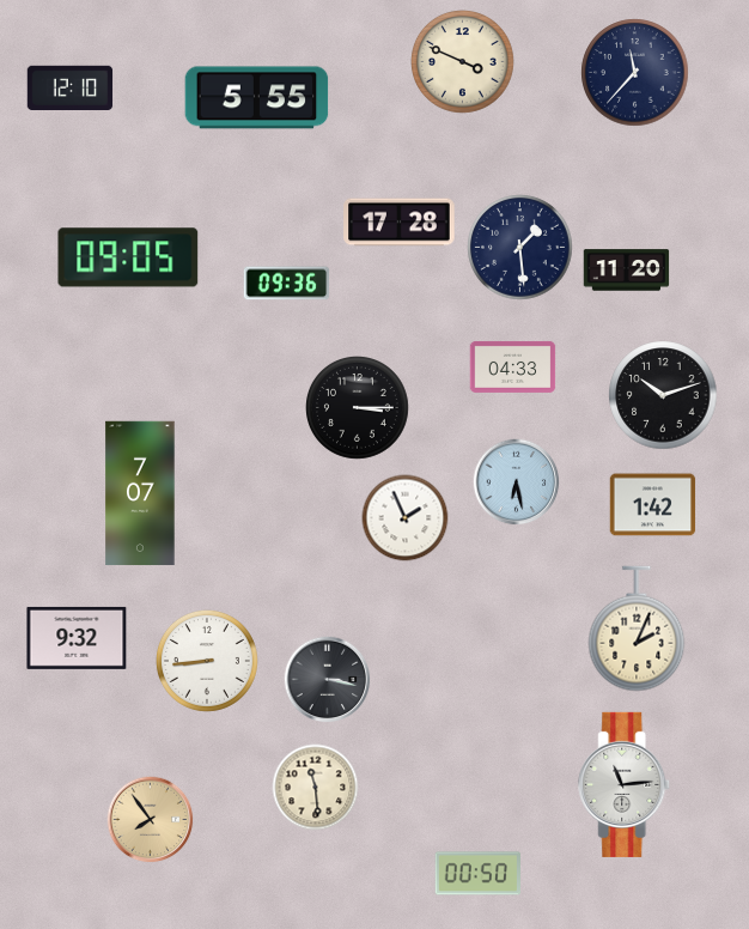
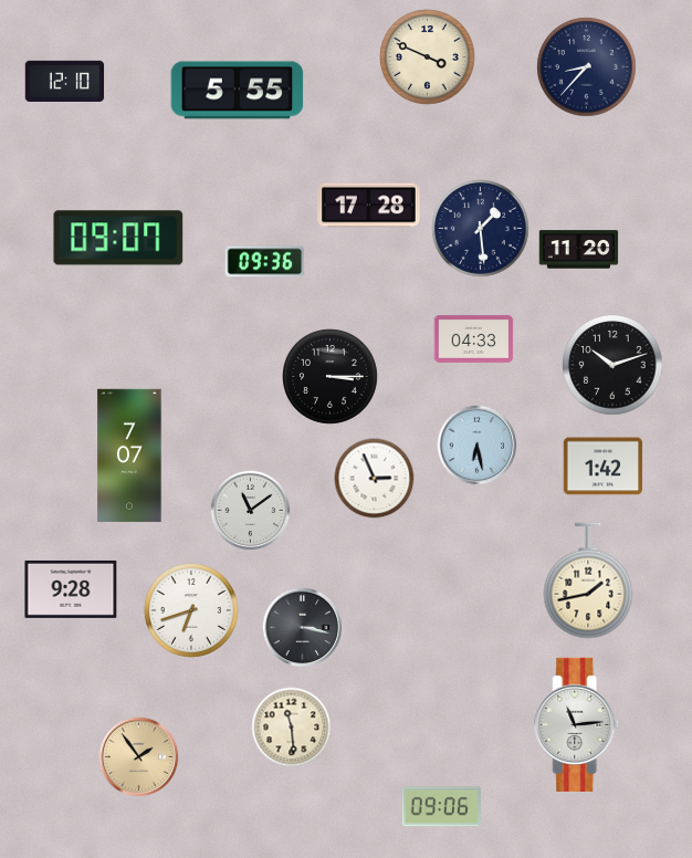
clock at (635, 73): 11:37 -> 8:37
clock at (128, 257): 09:05 -> 09:07
clock at (406, 518): 1:56 -> 2:56
clock at (251, 511): none -> 11:09
clock at (637, 629): 2:04 -> 1:43
clock at (77, 638): 9:32 -> 9:28
clock at (207, 661): 8:44 -> 6:42
clock at (151, 820): 7:54 -> 1:54
clock at (477, 874): 00:50 -> 09:06
